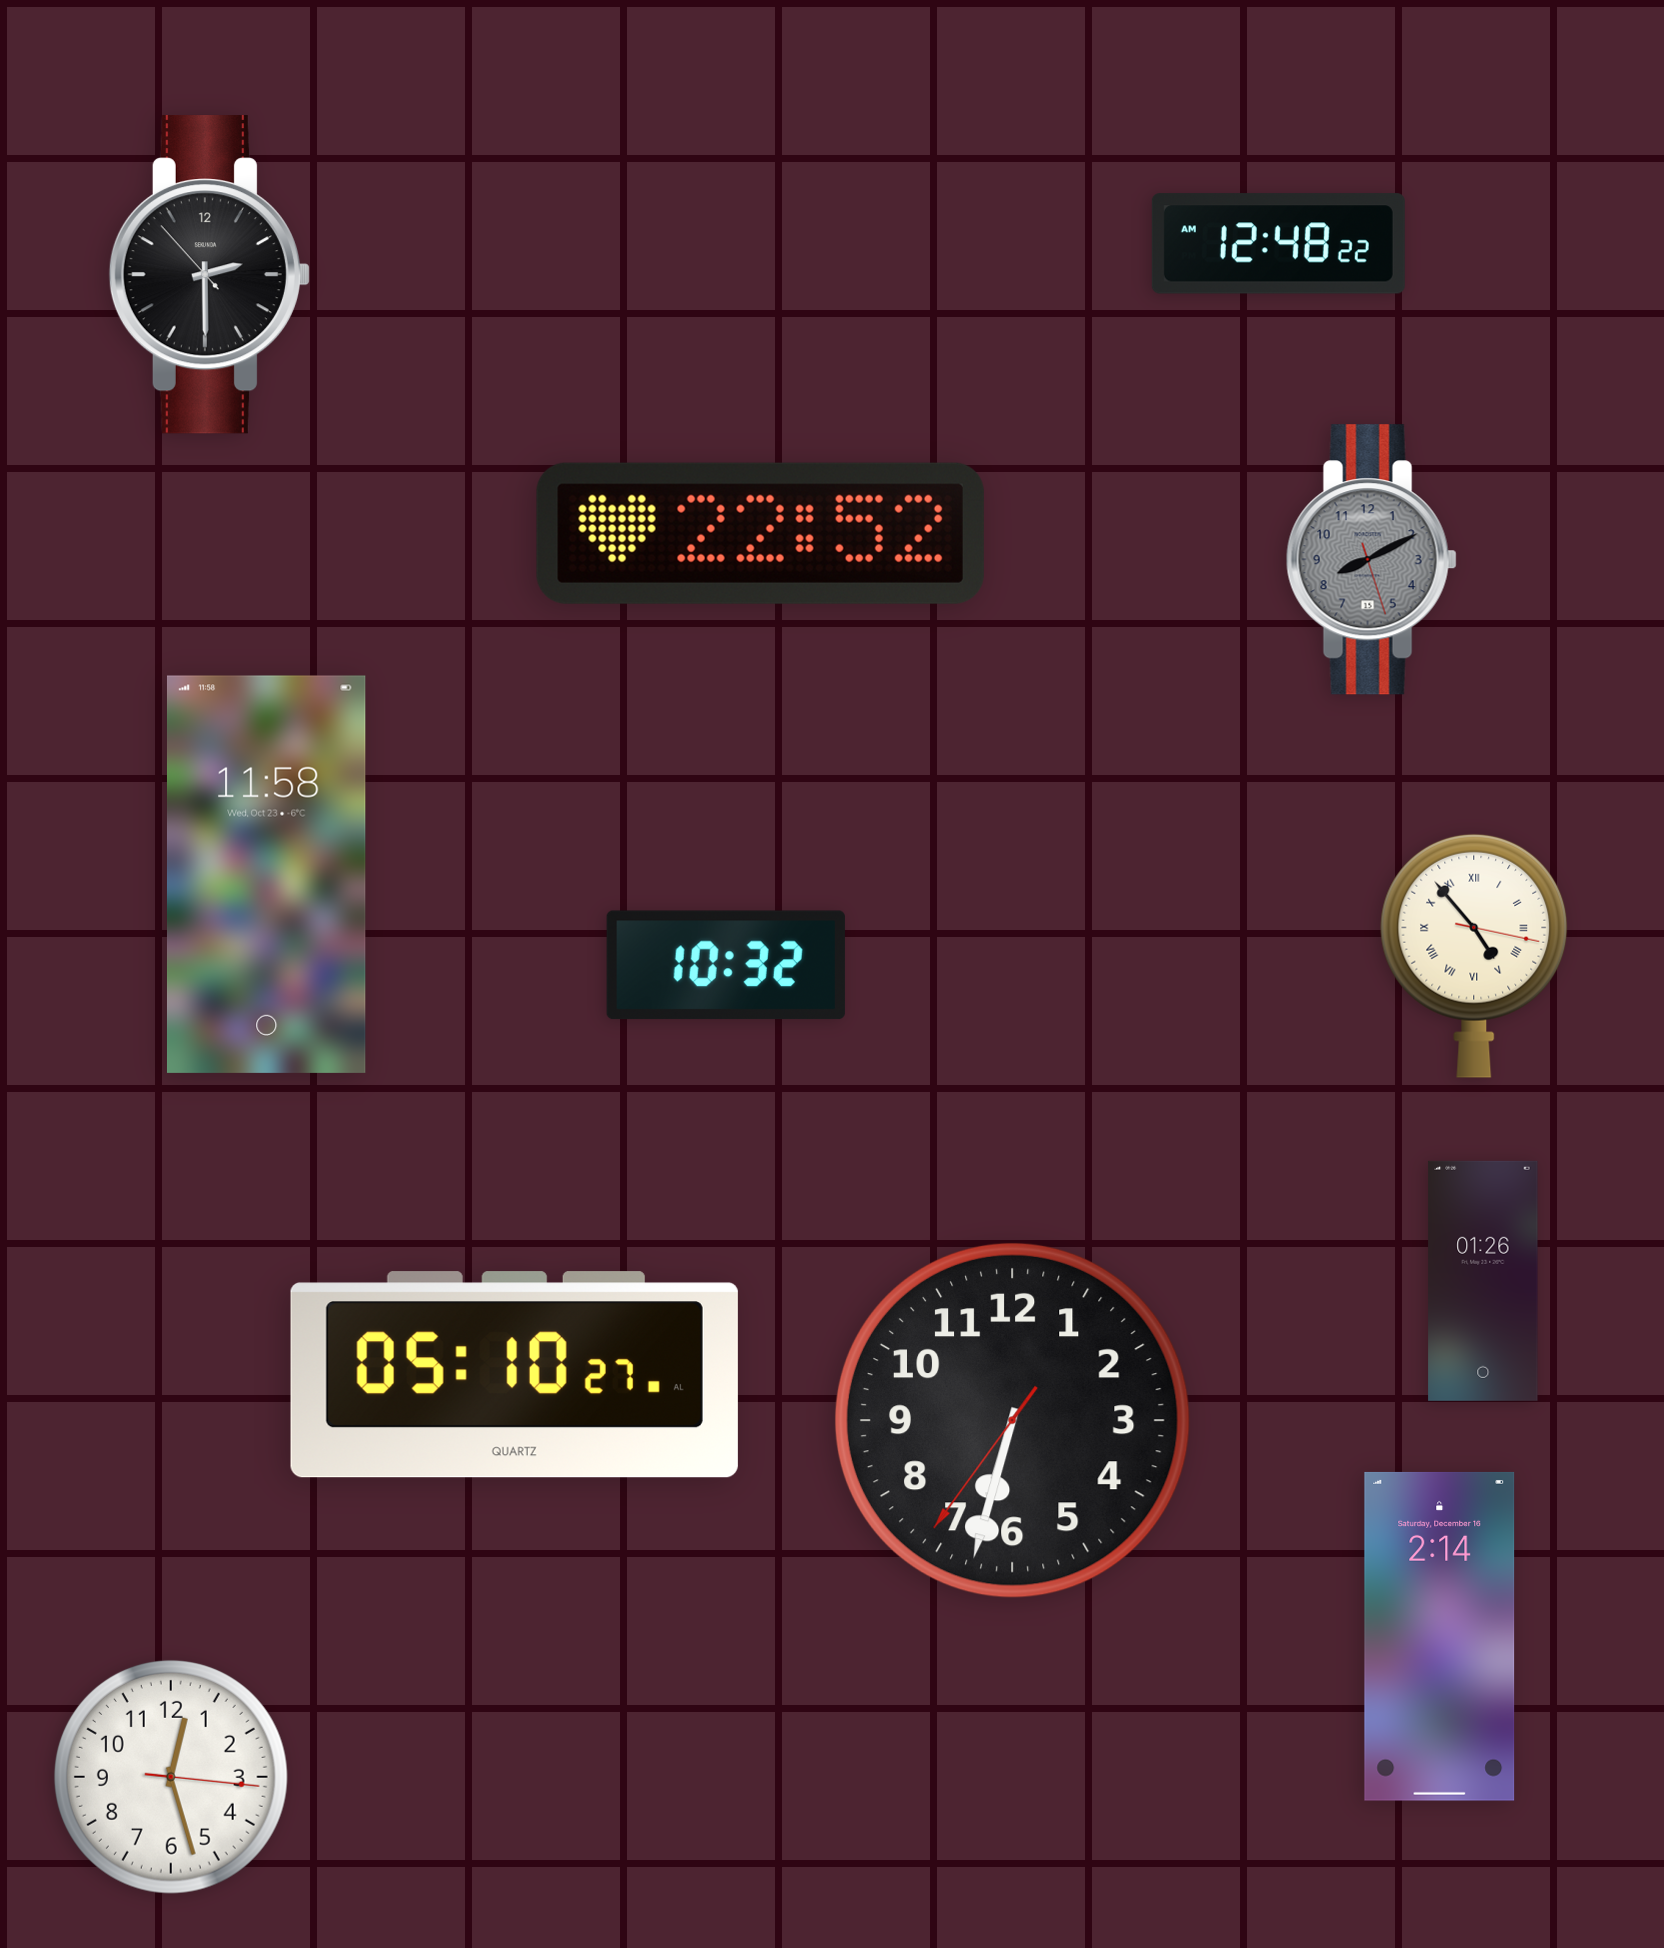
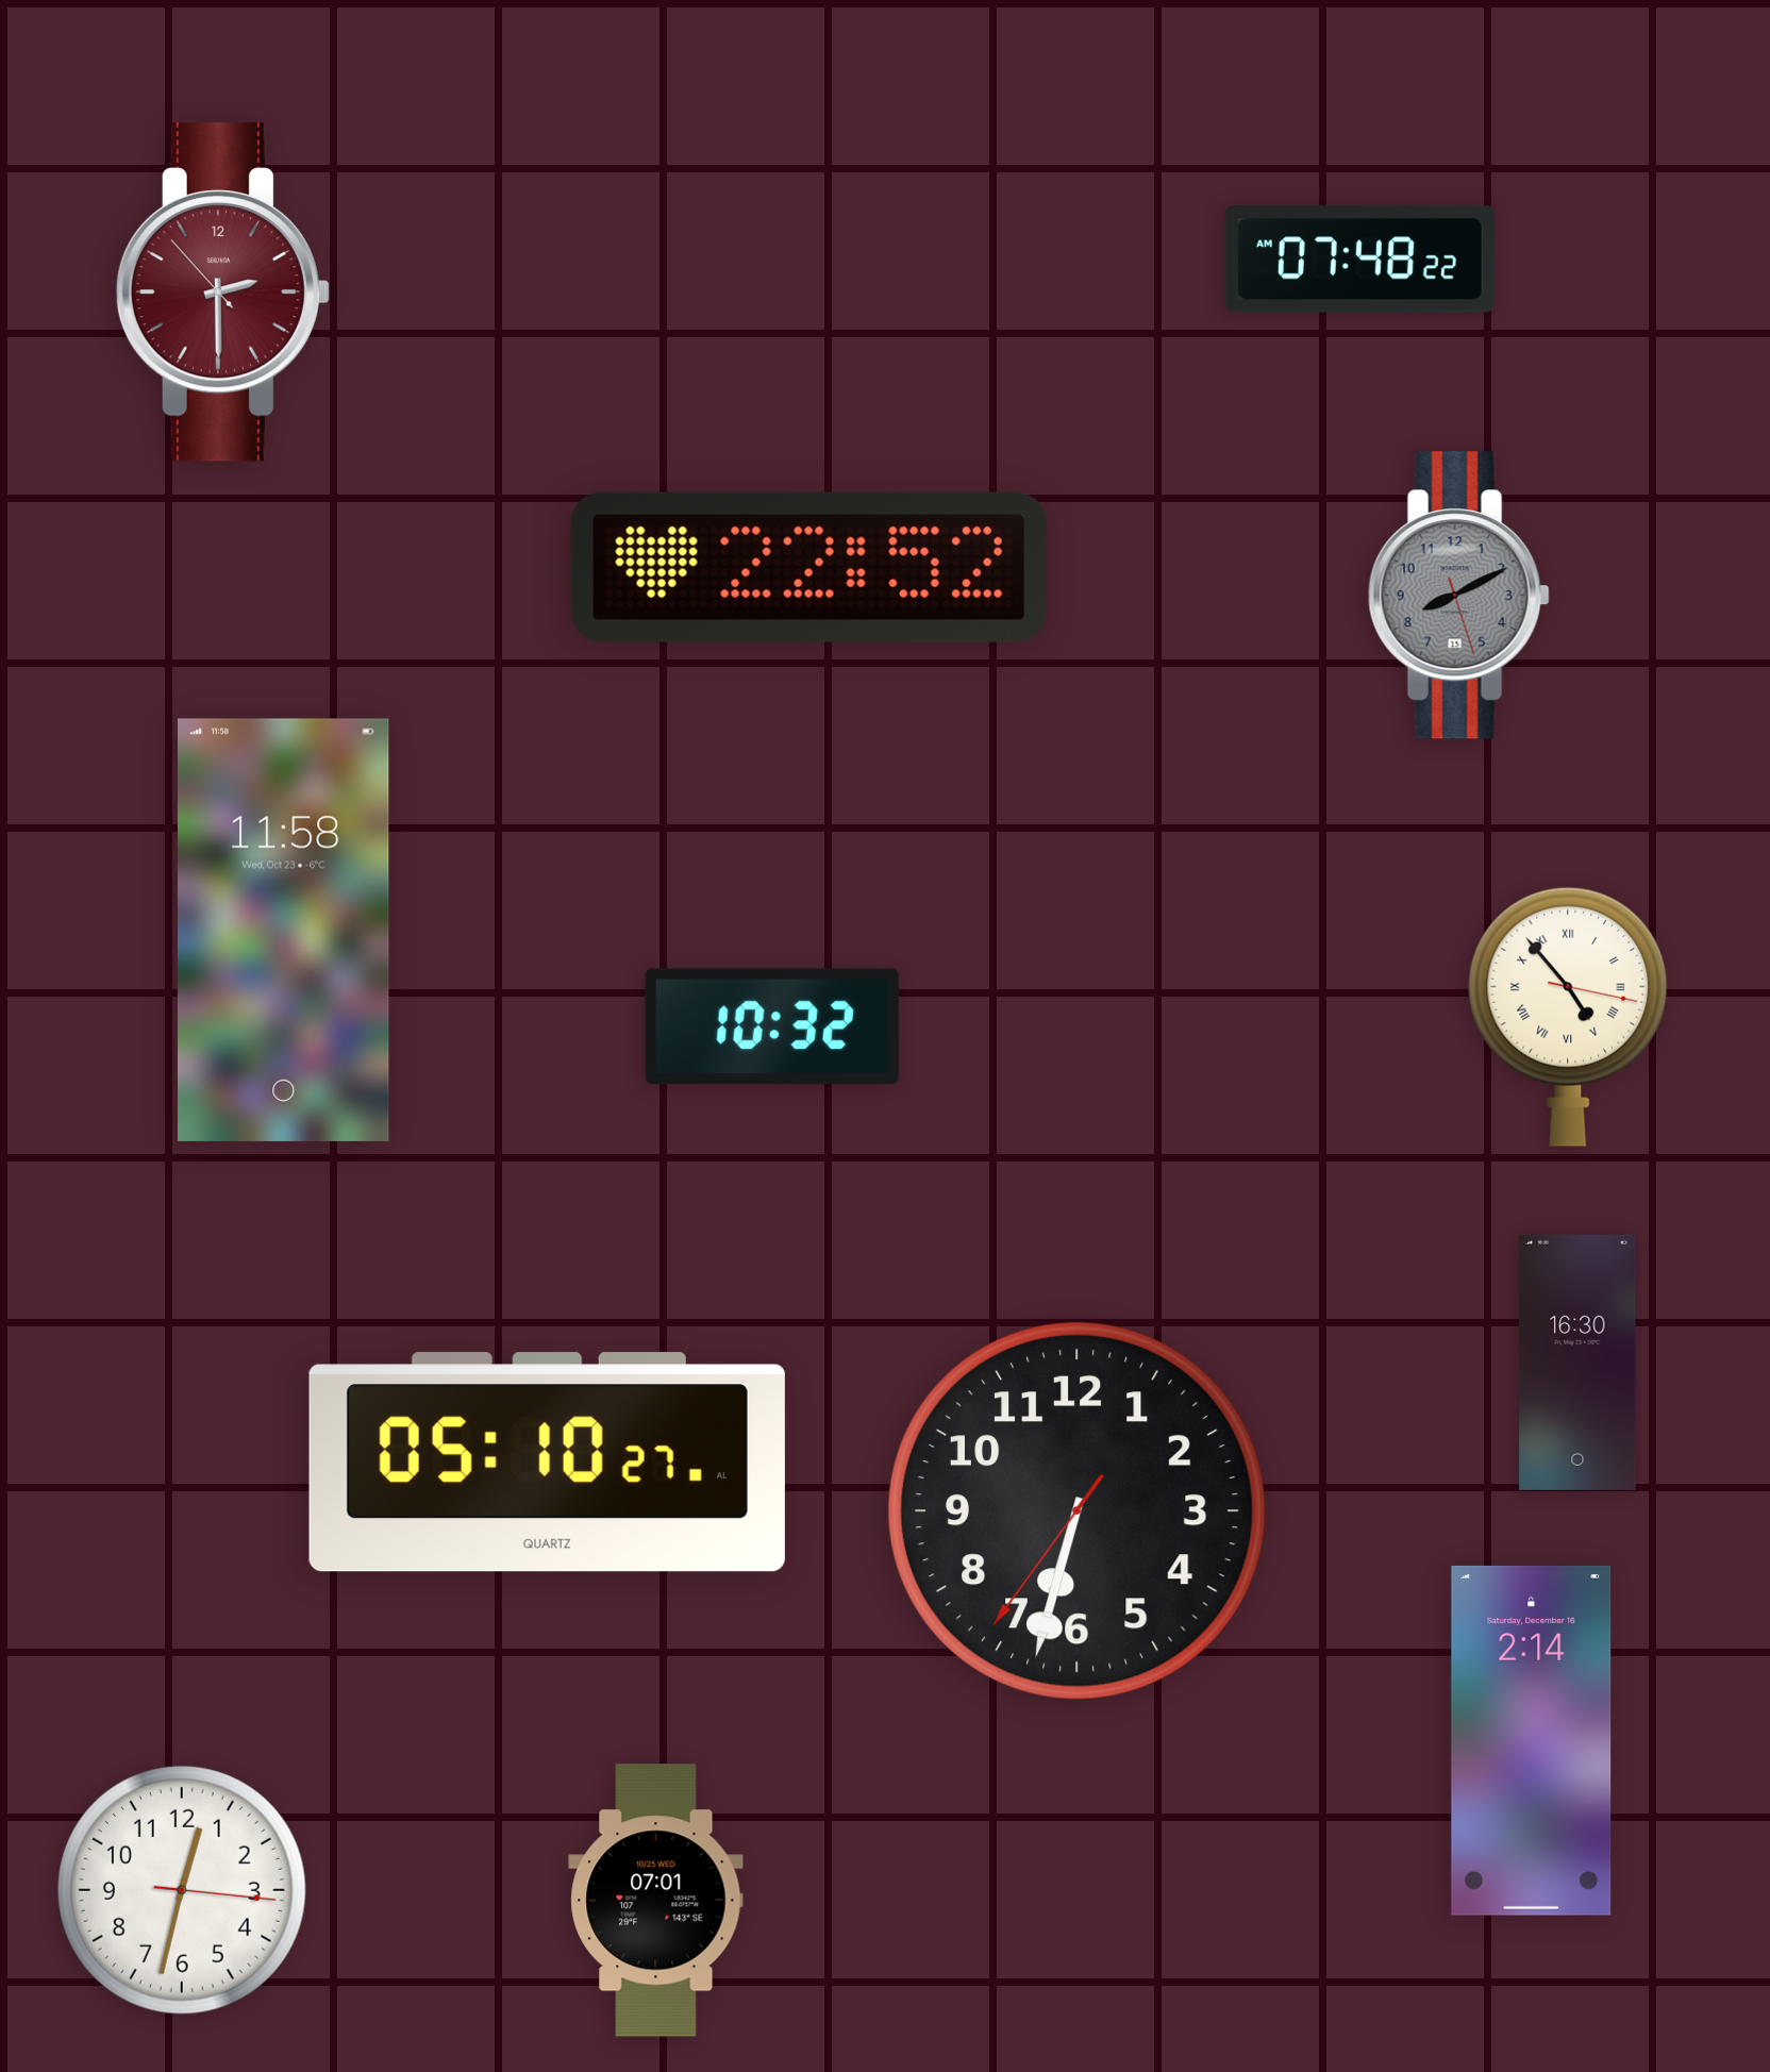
clock at (1278, 244): 12:48 -> 07:48
clock at (209, 275) dial: black -> burgundy
clock at (1483, 1281): 01:26 -> 16:30
clock at (171, 1777): 12:27 -> 12:32
clock at (656, 1901): none -> 07:01
